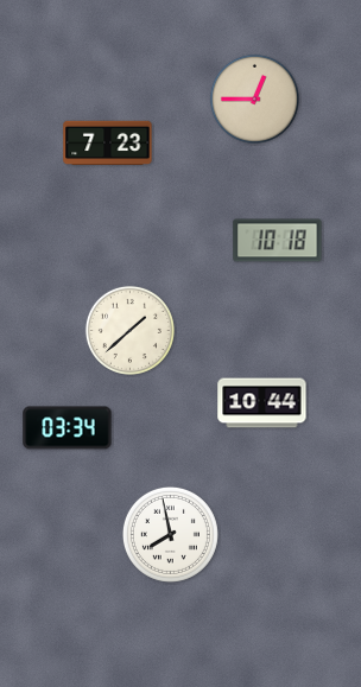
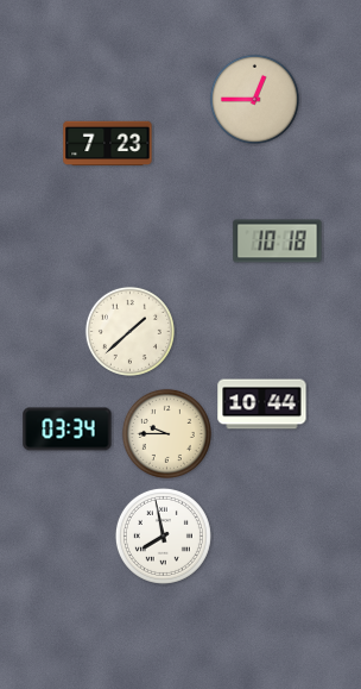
clock at (166, 433): none -> 9:45
clock at (170, 534) position: (170, 534) -> (163, 535)
